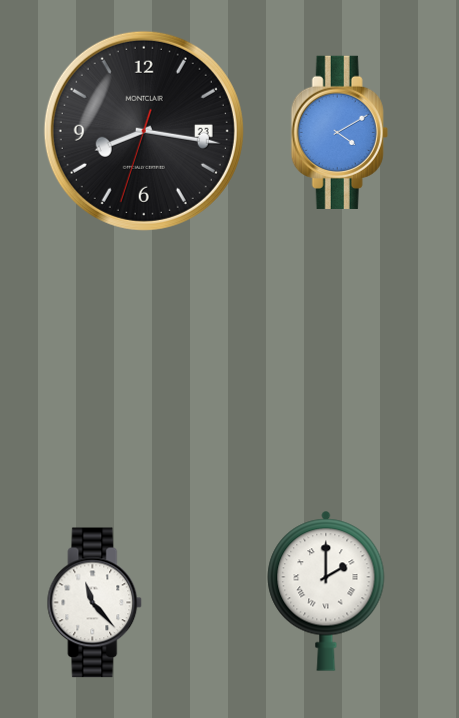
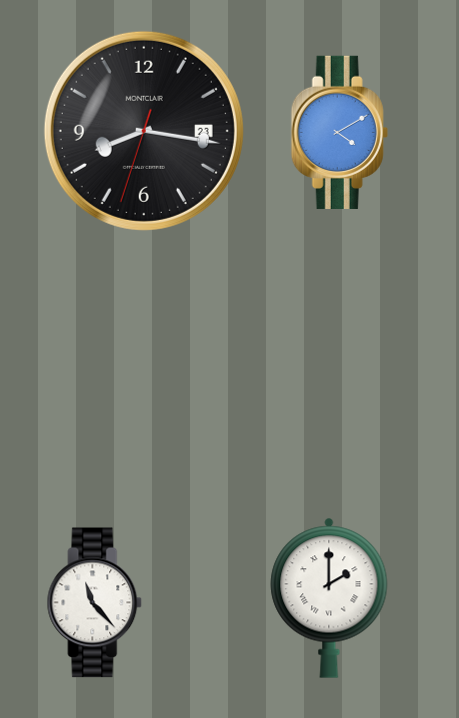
clock at (326, 591) position: (326, 591) -> (329, 598)
